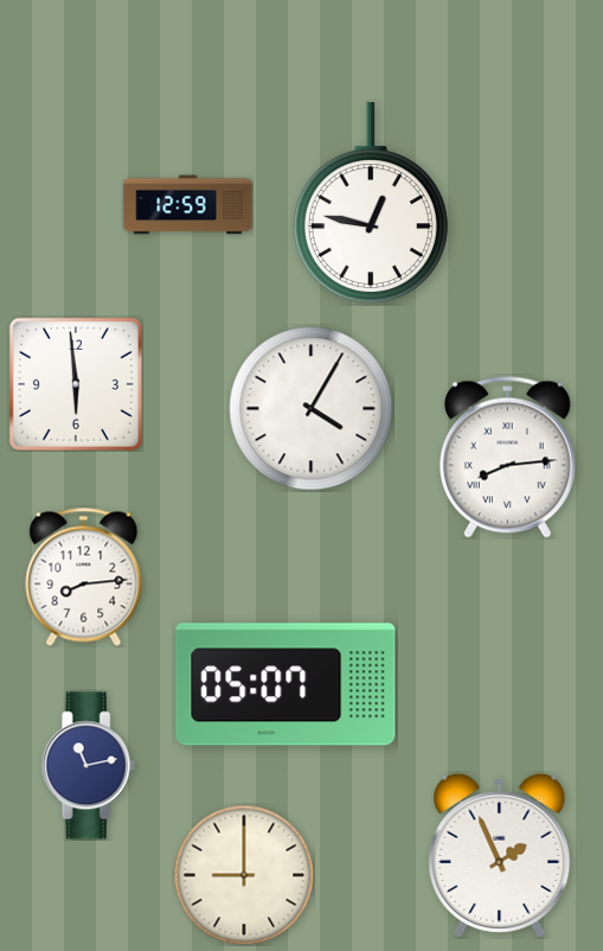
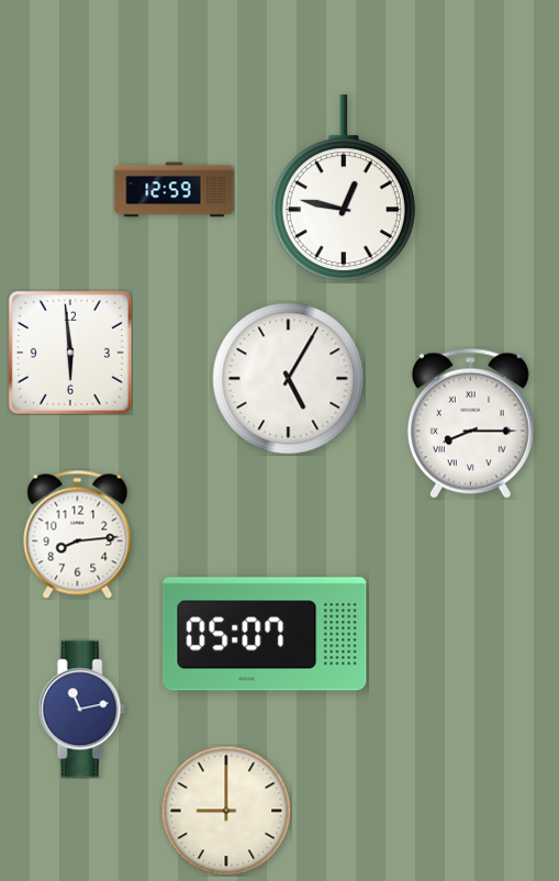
clock at (76, 384) position: (76, 384) -> (70, 353)
clock at (312, 409): 4:05 -> 5:05
clock at (507, 457): 8:14 -> 8:15
clock at (500, 855): 1:56 -> none
